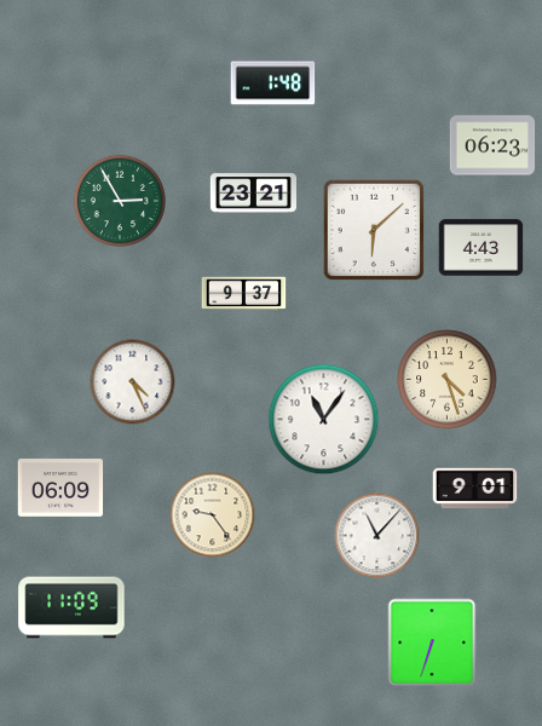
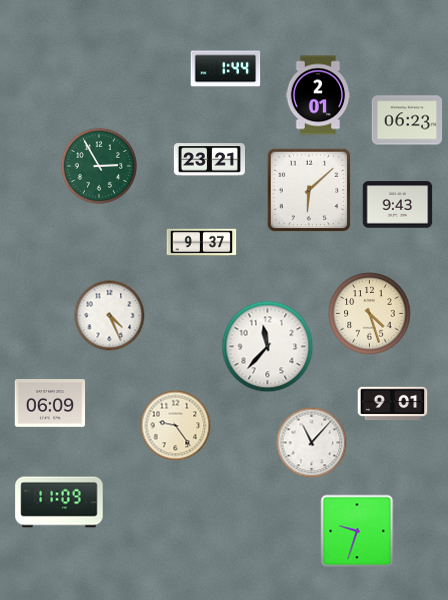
clock at (273, 83): 1:48 -> 1:44
clock at (318, 95): none -> 2:01
clock at (482, 248): 4:43 -> 9:43
clock at (324, 420): 11:06 -> 11:37
clock at (432, 643): 6:33 -> 9:33
